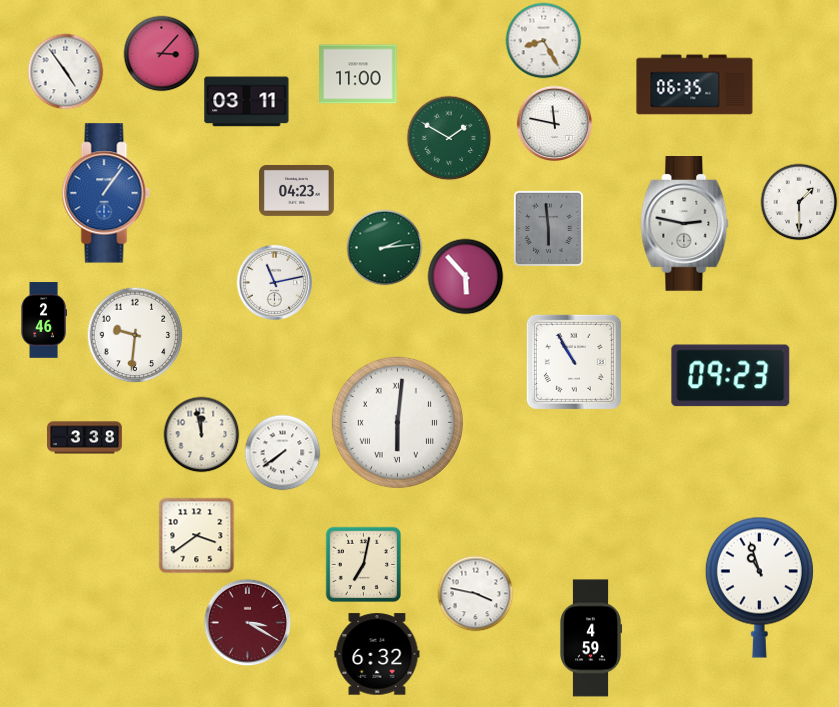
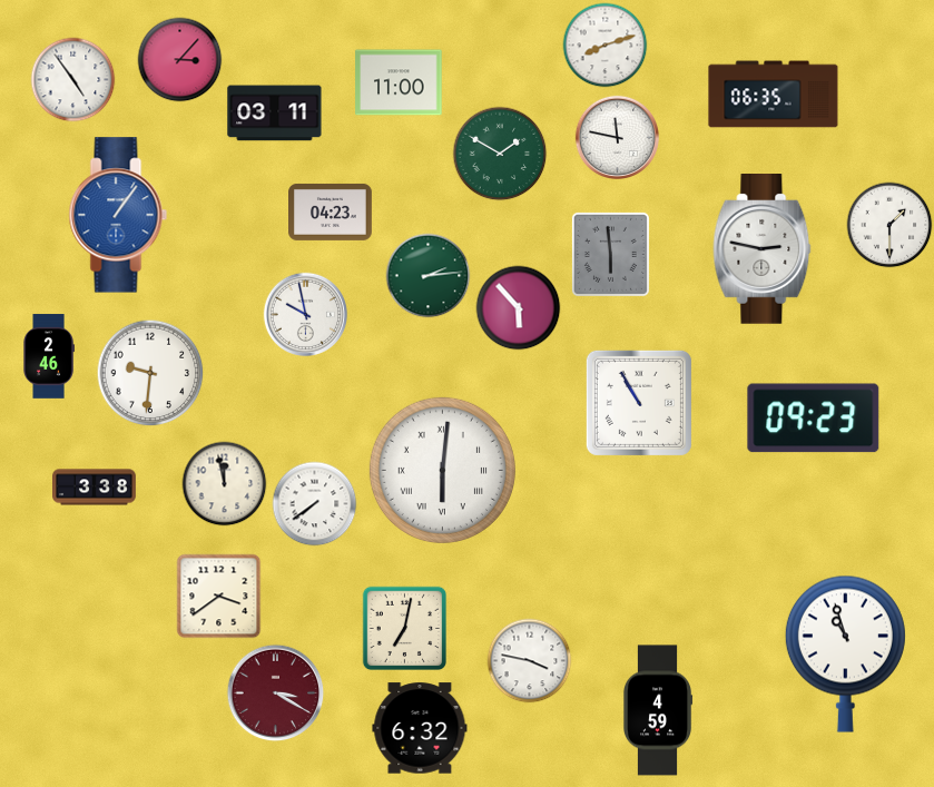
clock at (544, 41): 8:25 -> 8:12
clock at (274, 282): 11:13 -> 9:58
